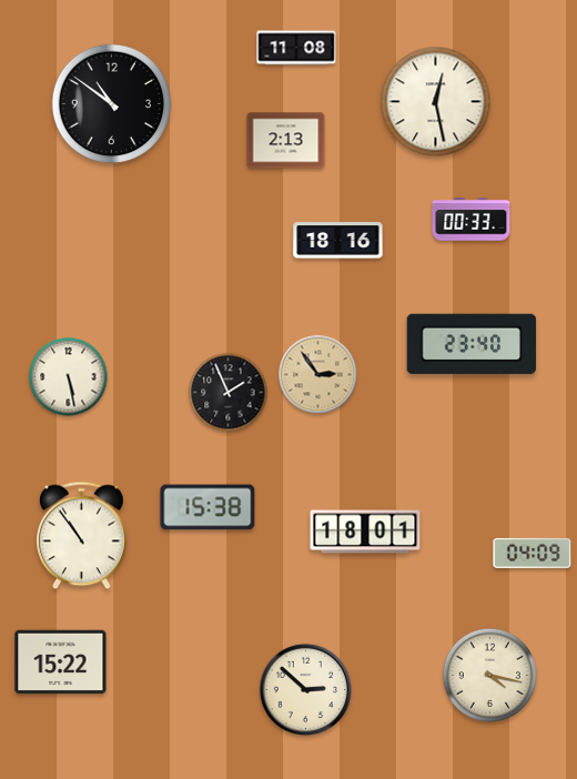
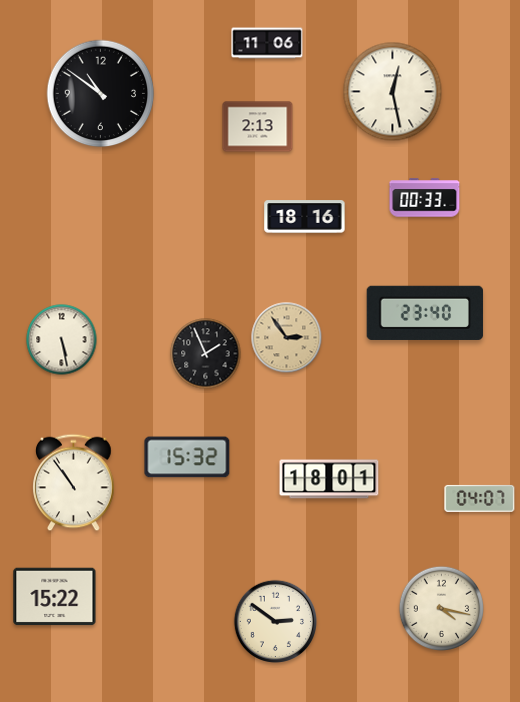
clock at (296, 48): 11:08 -> 11:06
clock at (472, 344) position: (472, 344) -> (425, 313)
clock at (207, 507): 15:38 -> 15:32
clock at (533, 553): 04:09 -> 04:07
clock at (305, 689): 2:52 -> 2:51
